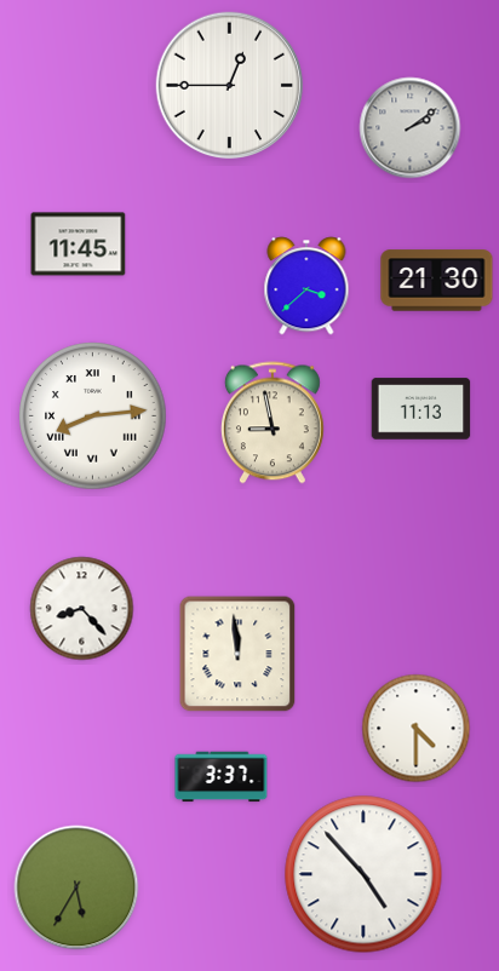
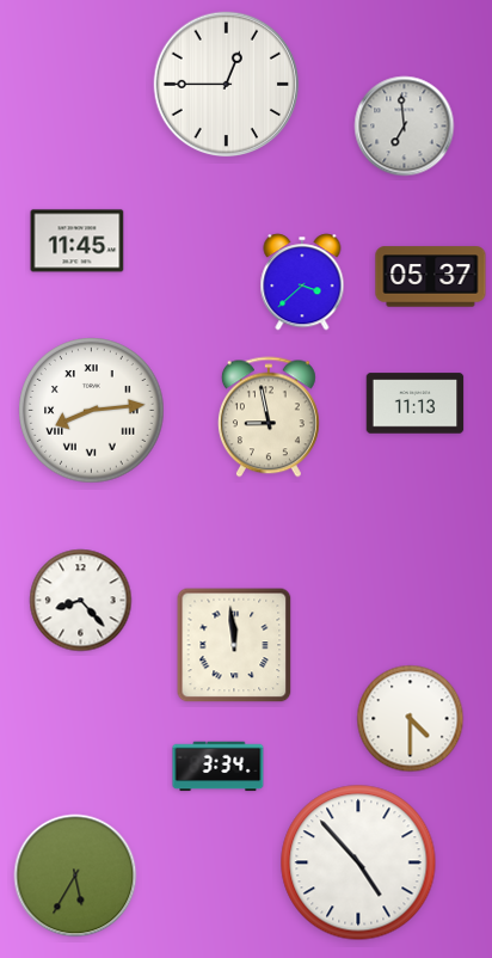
clock at (411, 128): 2:09 -> 6:59
clock at (437, 281): 21:30 -> 05:37
clock at (222, 777): 3:37 -> 3:34
